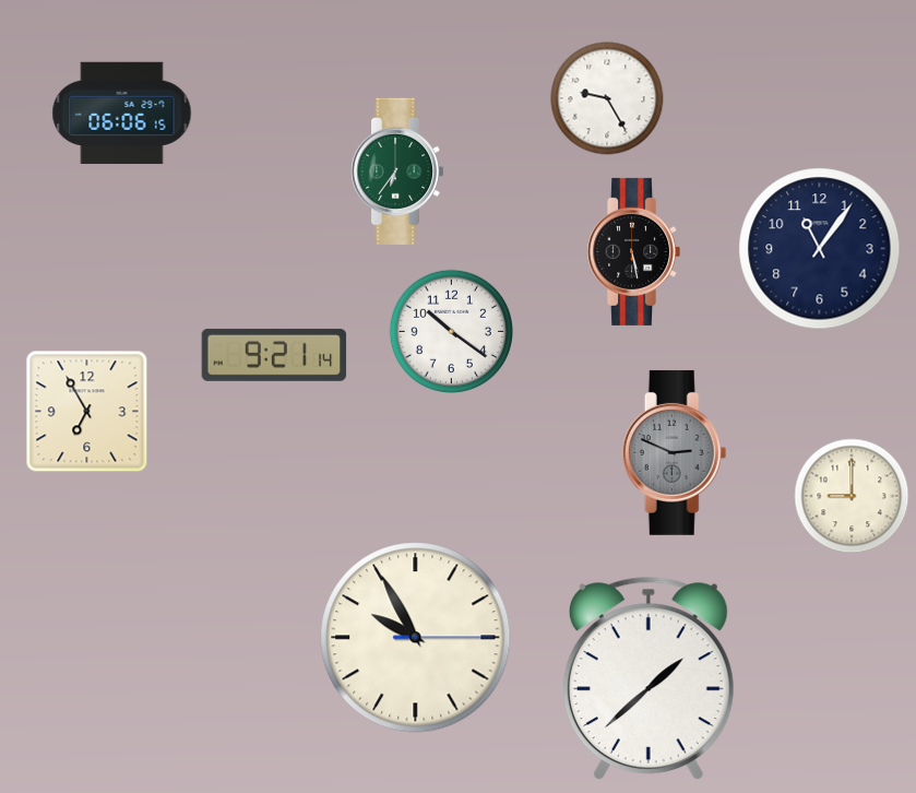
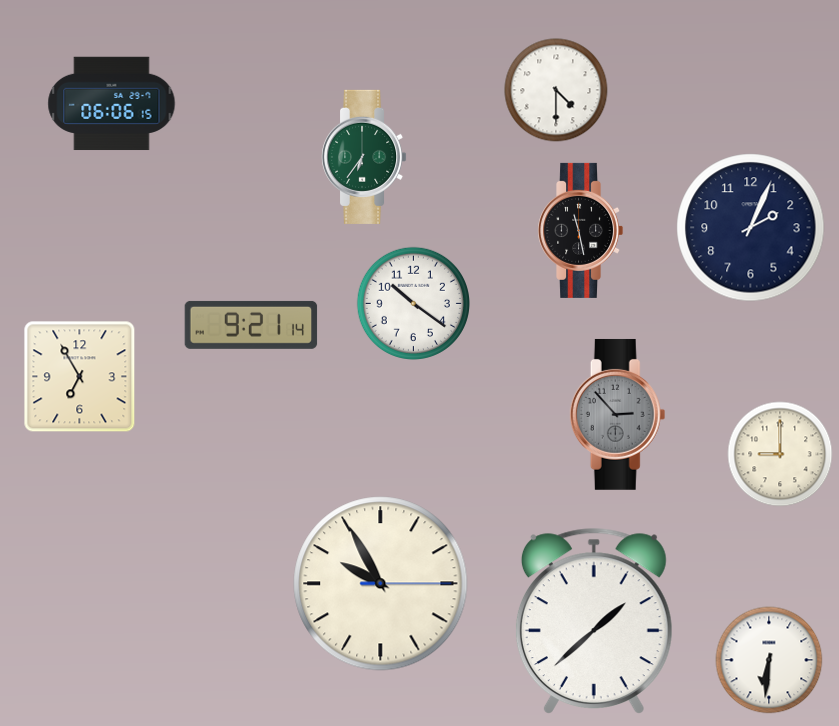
clock at (607, 98): 9:25 -> 4:30
clock at (820, 249): 11:06 -> 2:04
clock at (634, 251): 5:28 -> 11:28
clock at (675, 452): 2:49 -> 2:53
clock at (769, 660): none -> 6:31
